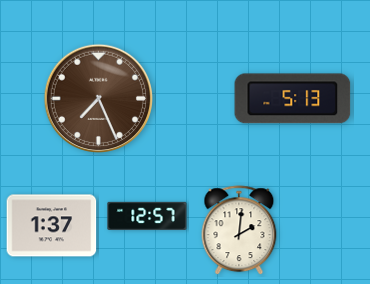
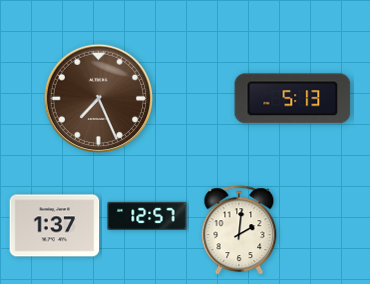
clock at (52, 226) position: (52, 226) -> (55, 226)
